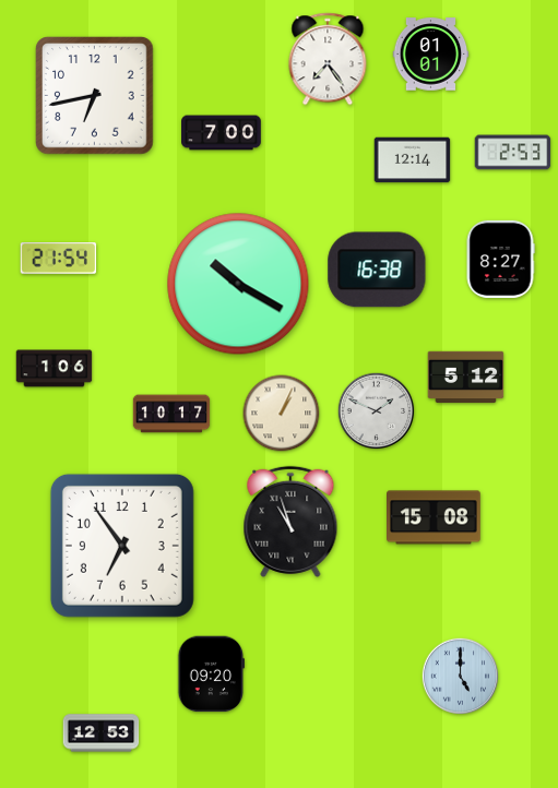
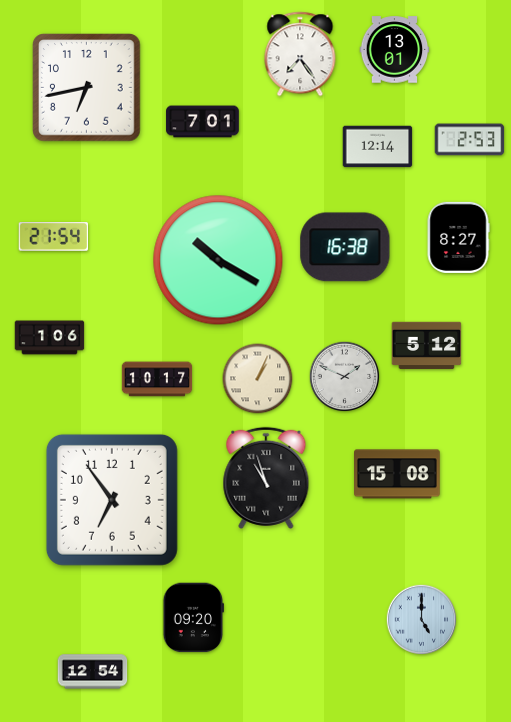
clock at (431, 55): 01:01 -> 13:01
clock at (222, 133): 7:00 -> 7:01
clock at (102, 733): 12:53 -> 12:54
